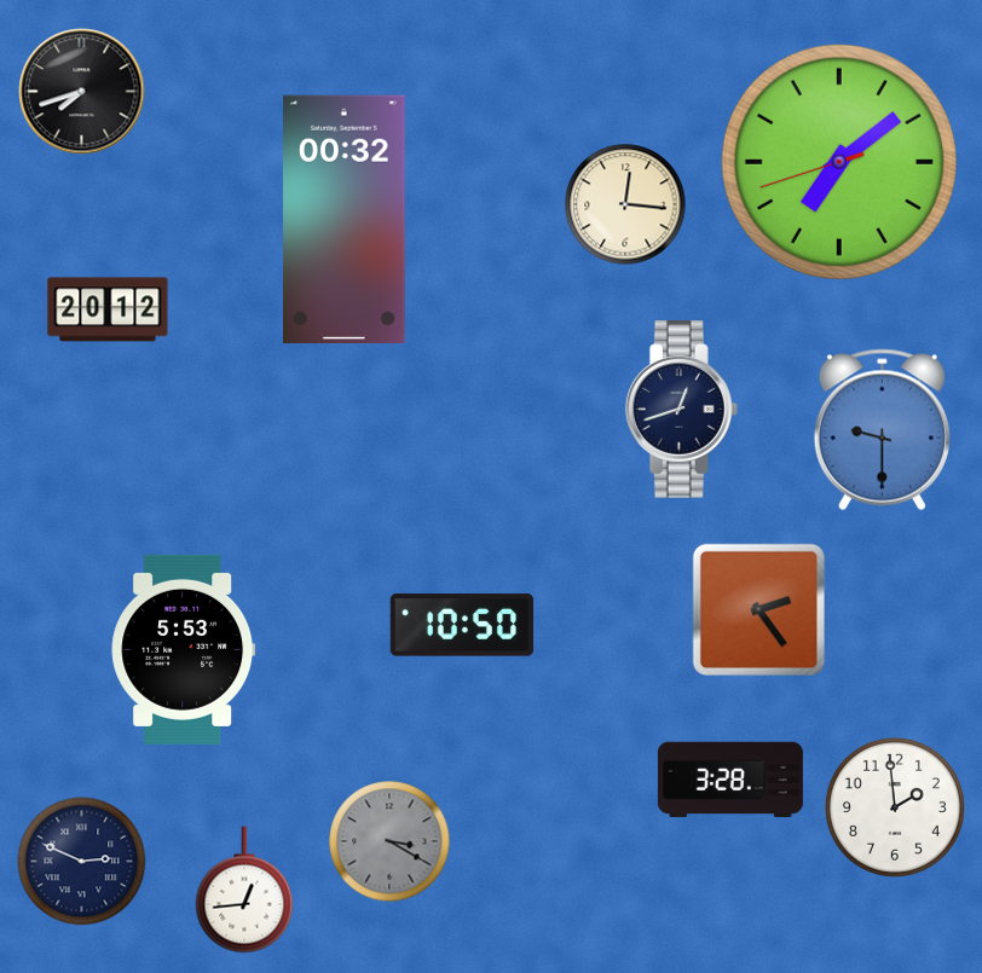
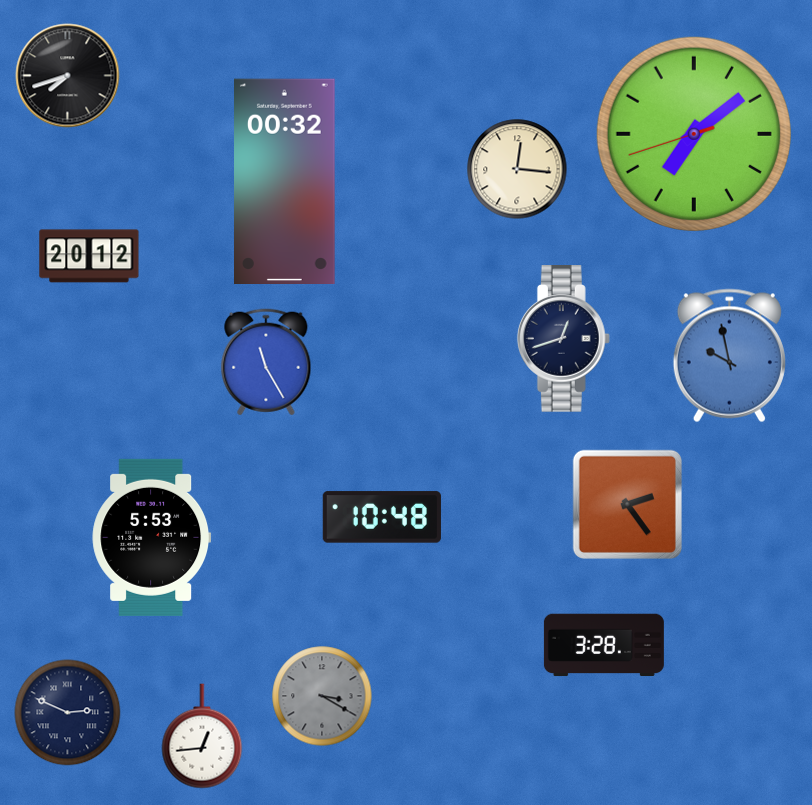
clock at (882, 430): 9:30 -> 9:58
clock at (266, 362): none -> 11:25
clock at (462, 625): 10:50 -> 10:48
clock at (895, 807): 1:59 -> none
